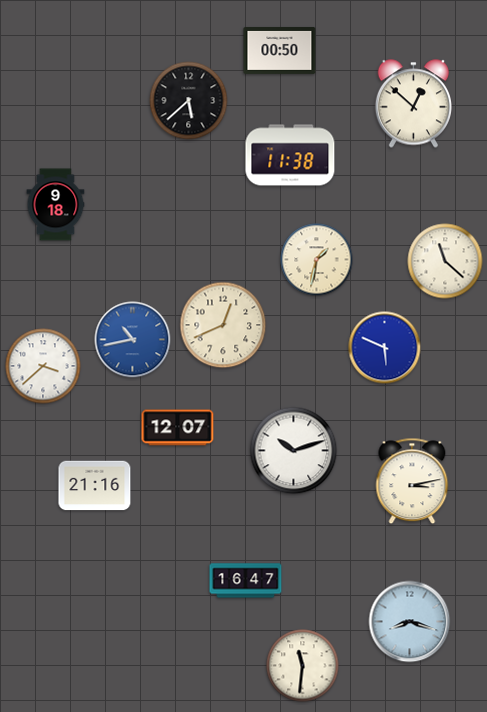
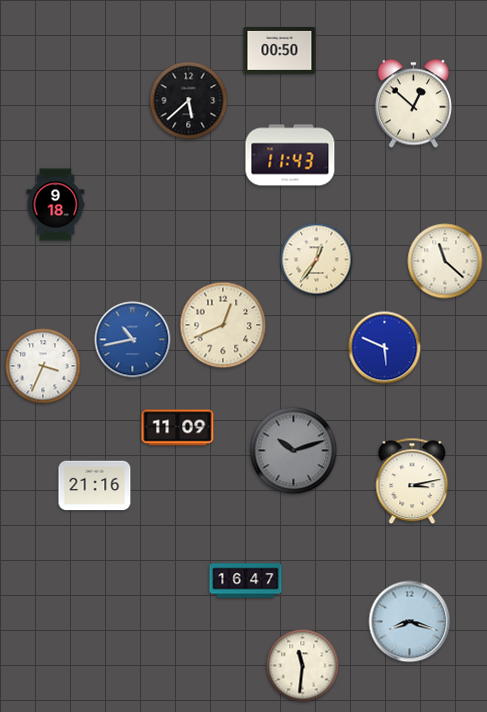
clock at (290, 155): 11:38 -> 11:43
clock at (317, 260): 1:32 -> 12:36
clock at (43, 366): 3:38 -> 3:34
clock at (178, 428): 12:07 -> 11:09
clock at (294, 451) dial: white -> grey
